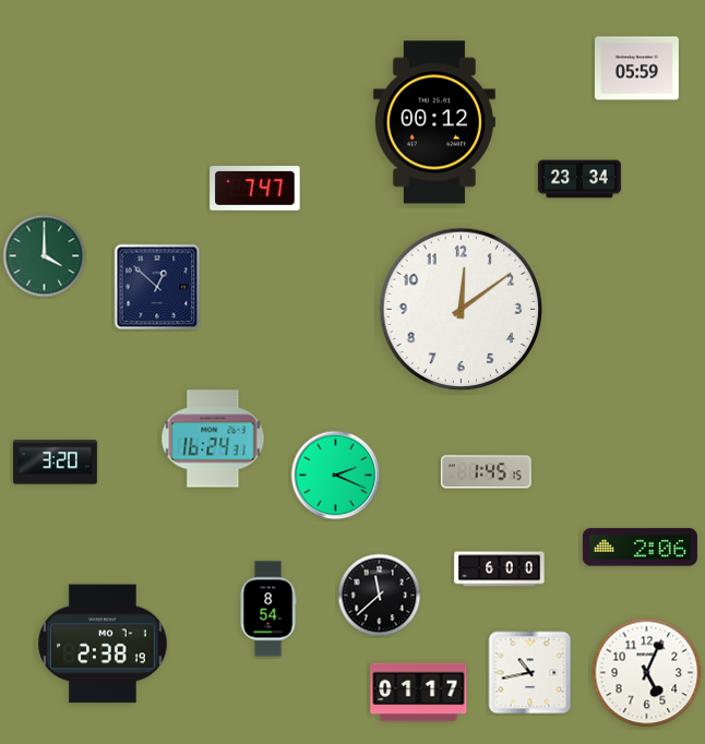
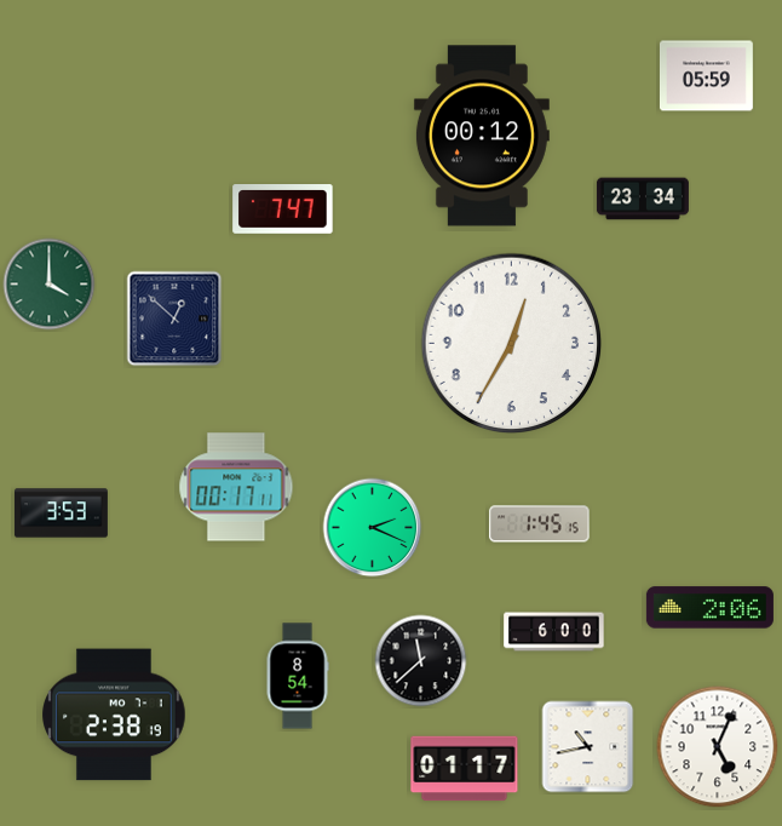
clock at (462, 310): 12:09 -> 12:35
clock at (213, 439): 16:24 -> 00:17
clock at (55, 463): 3:20 -> 3:53
